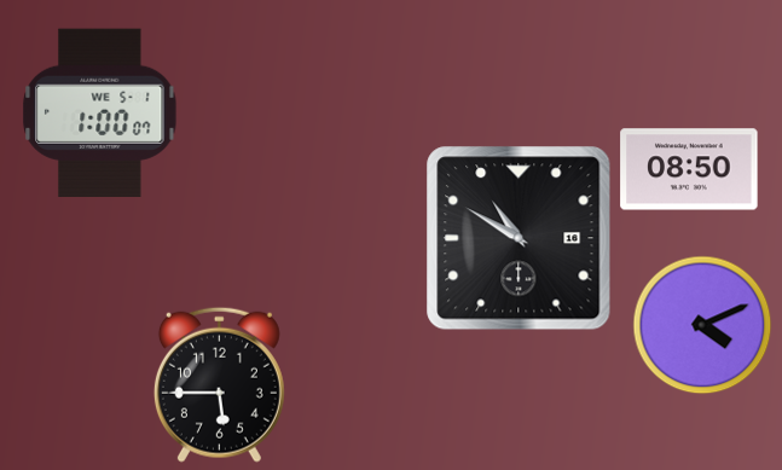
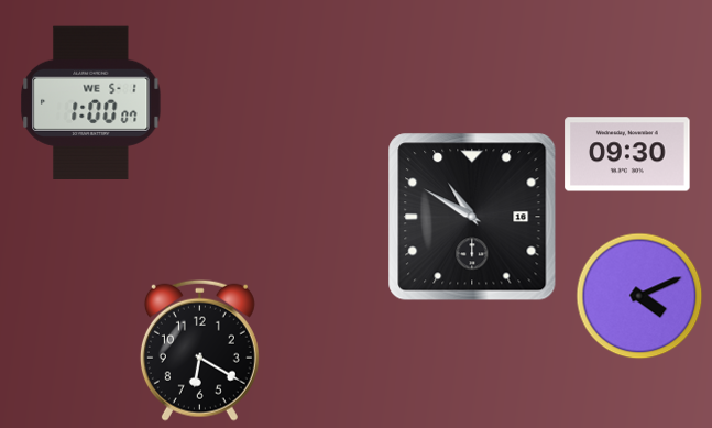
clock at (689, 169): 08:50 -> 09:30
clock at (219, 384): 5:45 -> 6:20
